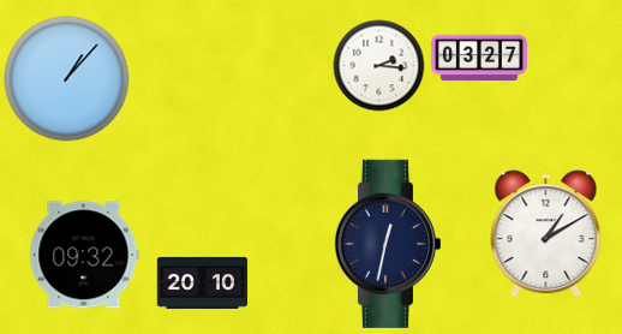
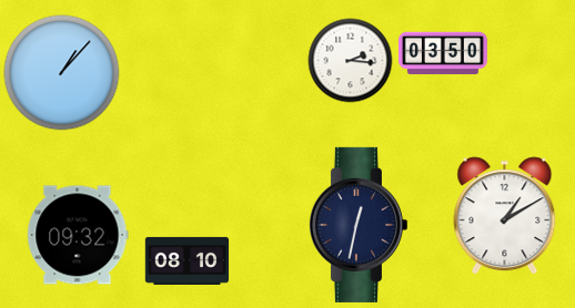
clock at (479, 58): 03:27 -> 03:50
clock at (203, 282): 20:10 -> 08:10
